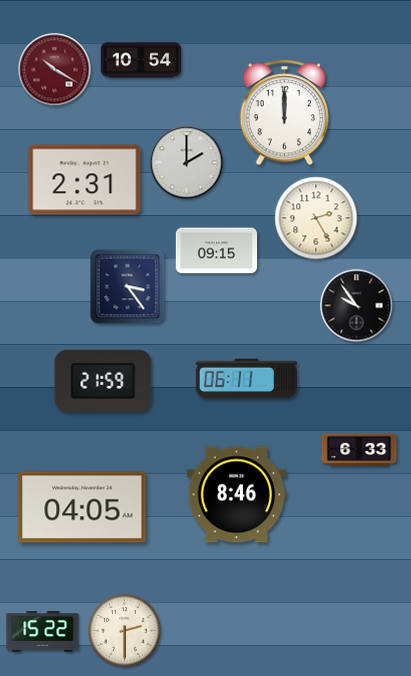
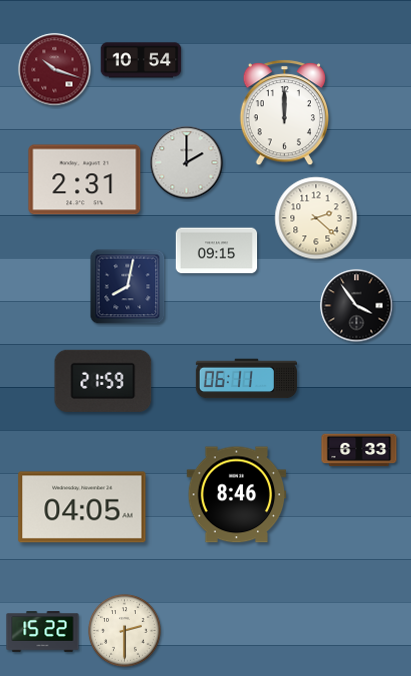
clock at (55, 70): 10:20 -> 10:18
clock at (316, 218): 2:25 -> 2:22
clock at (128, 287): 3:24 -> 8:02
clock at (357, 306): 9:54 -> 3:54
